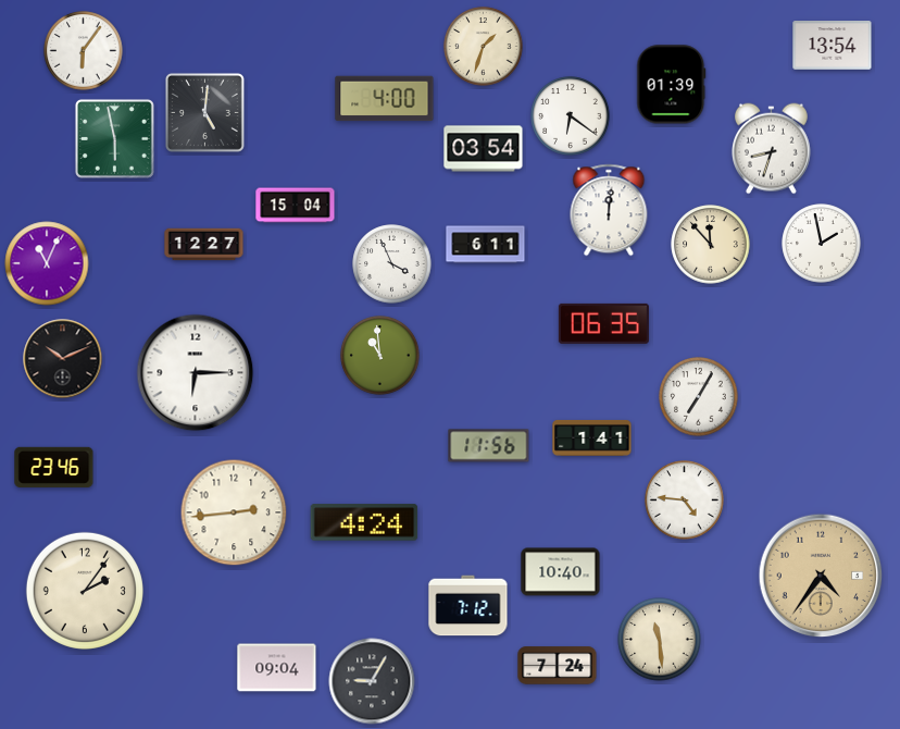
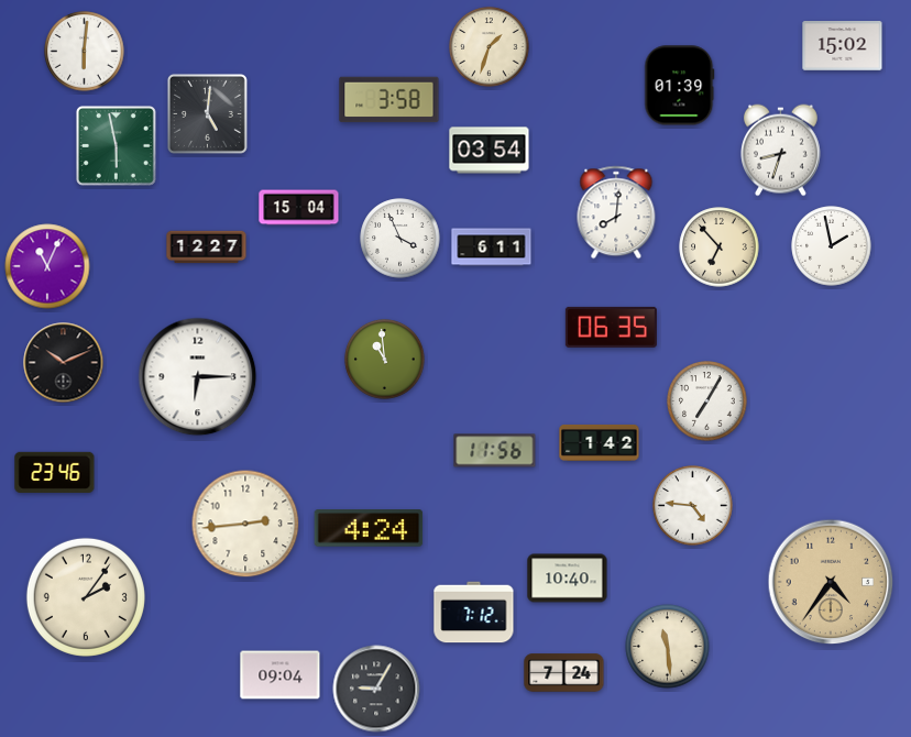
clock at (833, 46): 13:54 -> 15:02
clock at (84, 51): 6:06 -> 6:01
clock at (385, 99): 4:00 -> 3:58
clock at (571, 116): 6:21 -> none
clock at (114, 138) position: (114, 138) -> (116, 145)
clock at (609, 210): 12:01 -> 8:01
clock at (711, 245): 11:53 -> 6:53
clock at (392, 264) position: (392, 264) -> (400, 239)
clock at (592, 438): 1:41 -> 1:42
clock at (234, 512) position: (234, 512) -> (245, 524)
